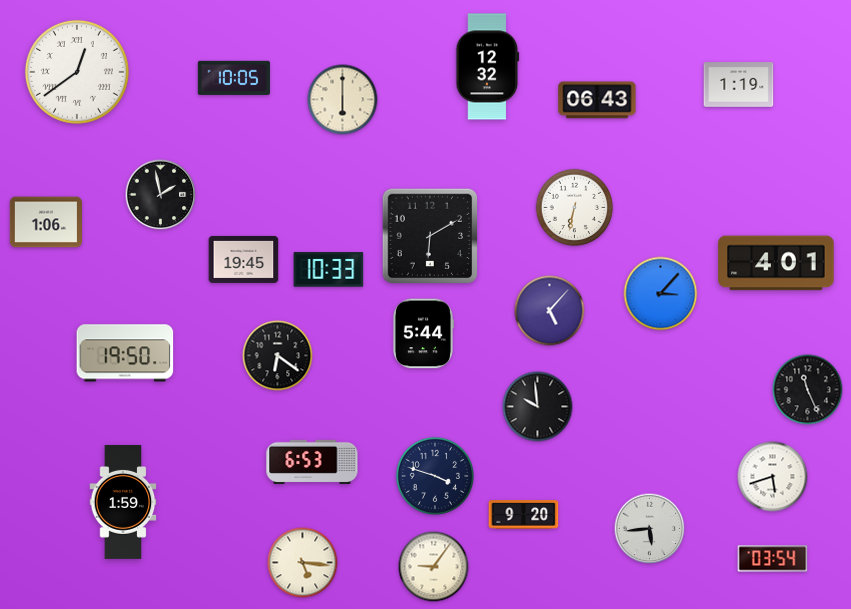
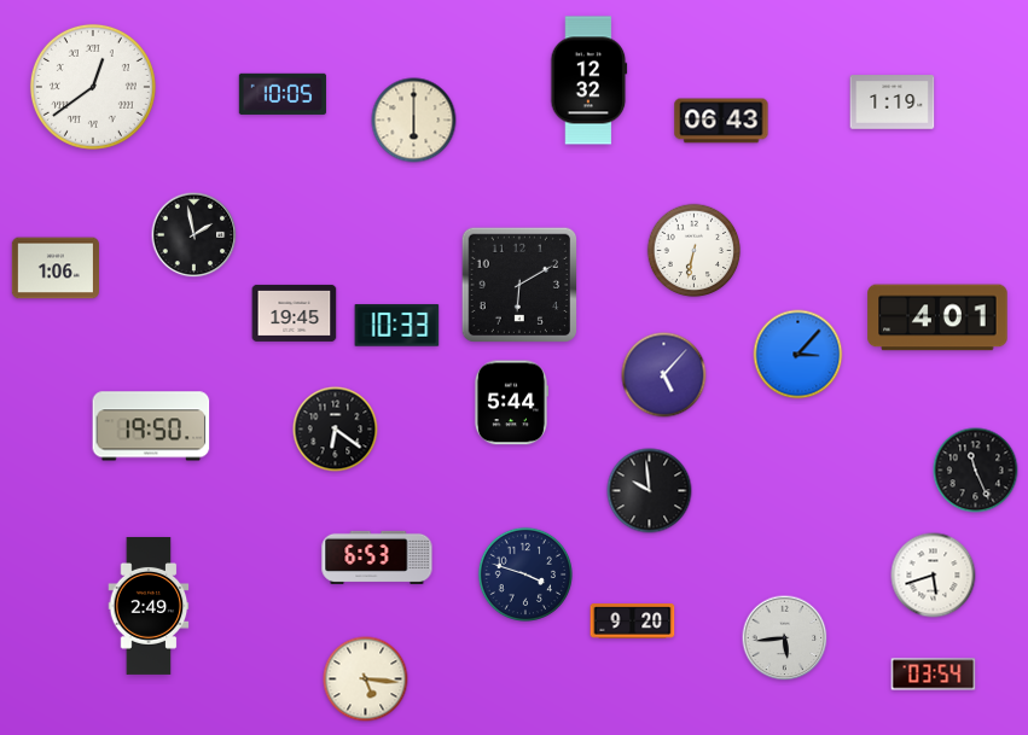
clock at (123, 502): 1:59 -> 2:49
clock at (434, 567): 9:06 -> none
